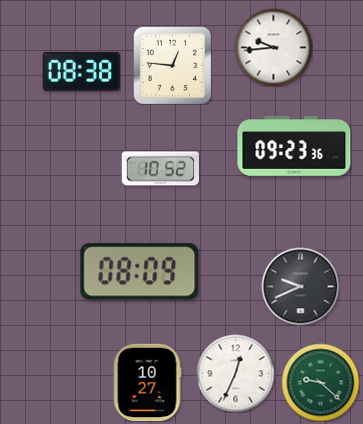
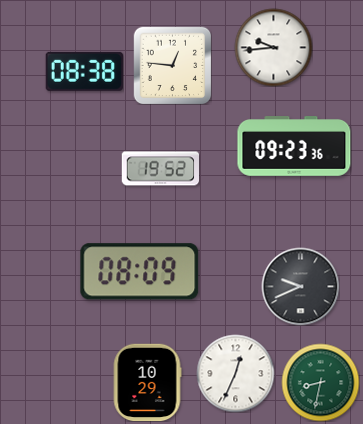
clock at (81, 71) position: (81, 71) -> (84, 71)
clock at (160, 169): 10:52 -> 19:52
clock at (147, 382): 10:27 -> 10:29
clock at (320, 382): 9:22 -> 8:32
